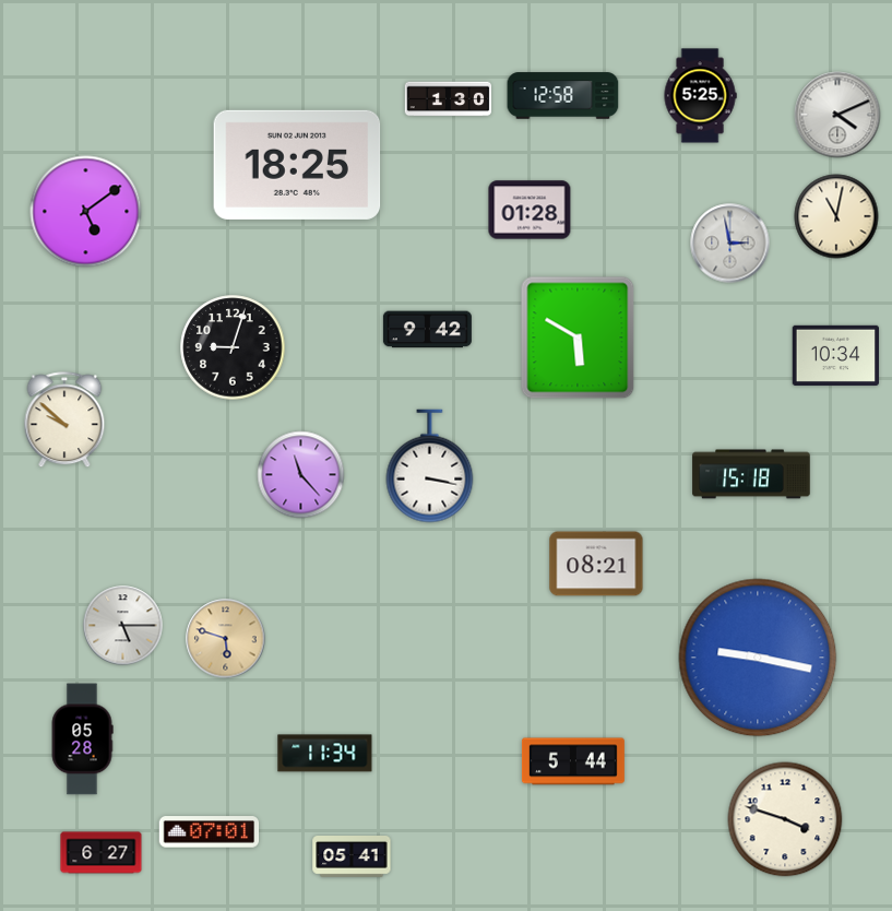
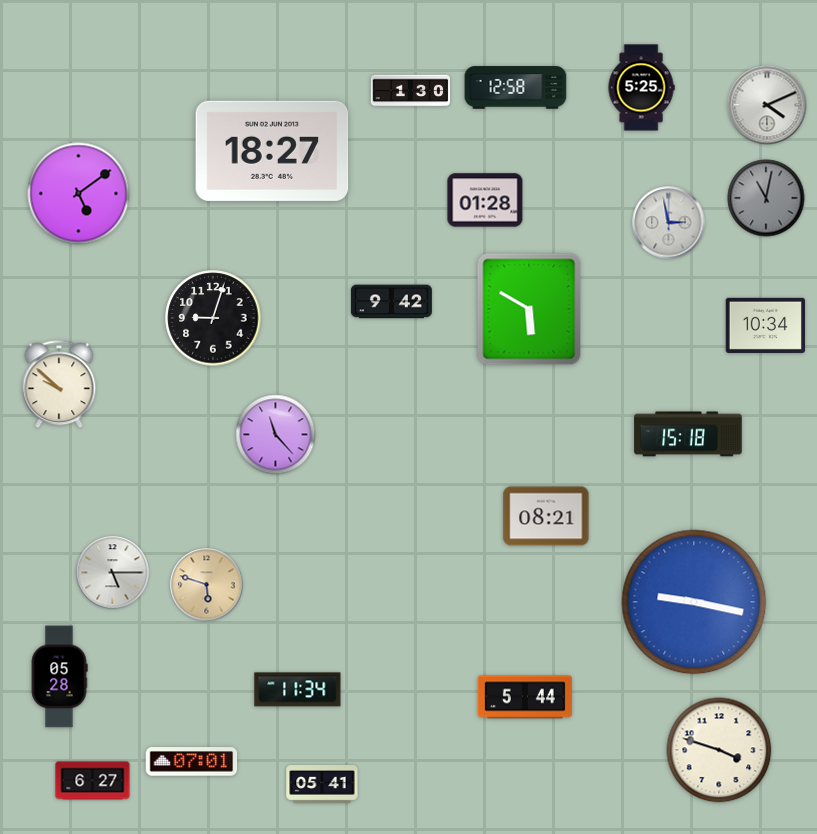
clock at (297, 165): 18:25 -> 18:27
clock at (530, 210) position: (530, 210) -> (485, 200)
clock at (836, 216) dial: cream -> grey
clock at (430, 466): 3:17 -> none
clock at (82, 740) position: (82, 740) -> (59, 677)
